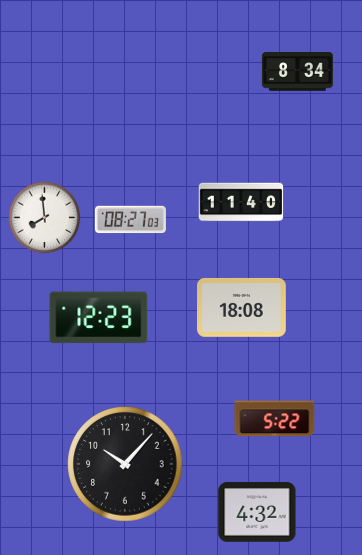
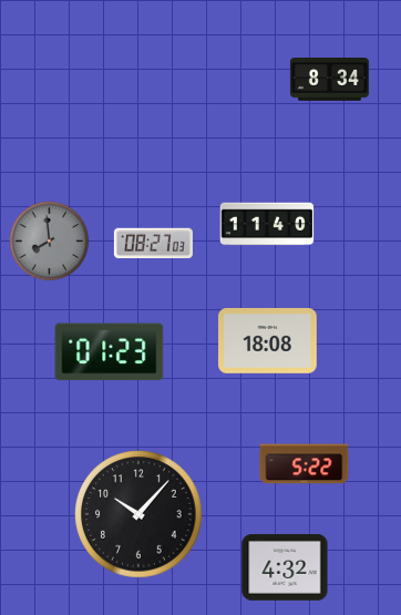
clock at (45, 218) dial: white -> grey
clock at (130, 220) position: (130, 220) -> (153, 244)
clock at (99, 318): 12:23 -> 01:23
